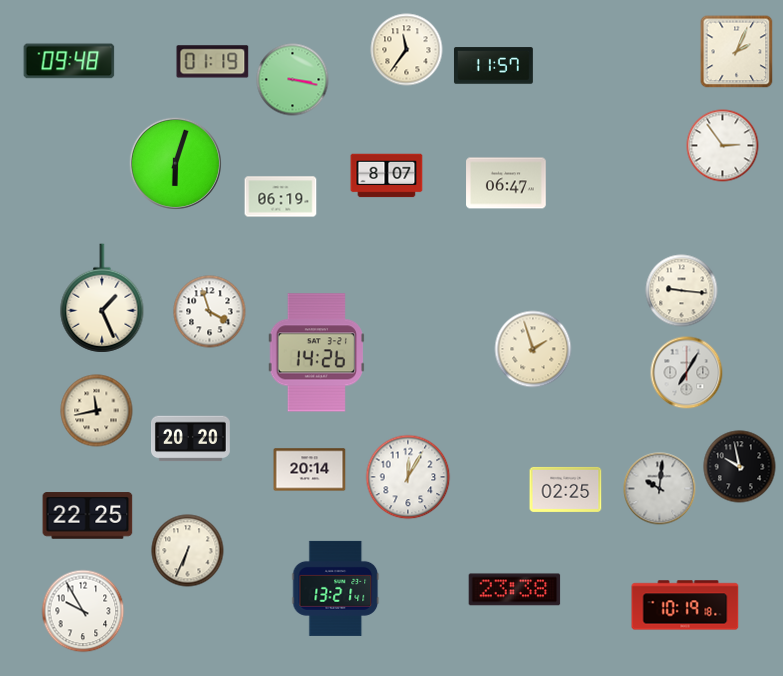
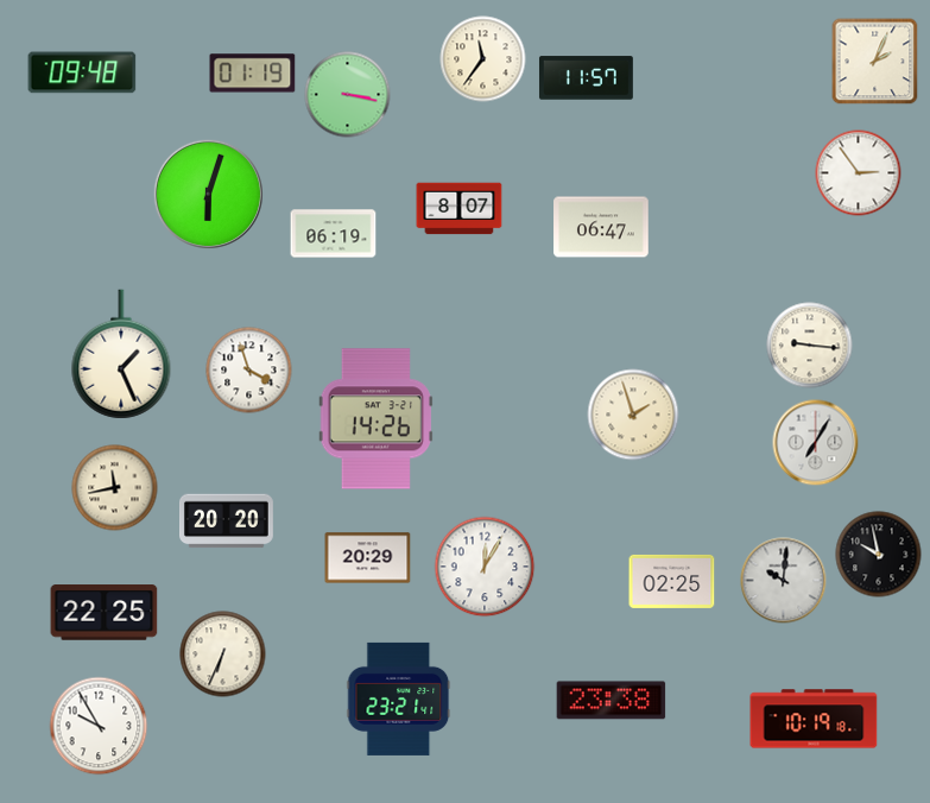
clock at (506, 183) position: (506, 183) -> (601, 227)
clock at (310, 470): 20:14 -> 20:29
clock at (336, 588): 13:21 -> 23:21
